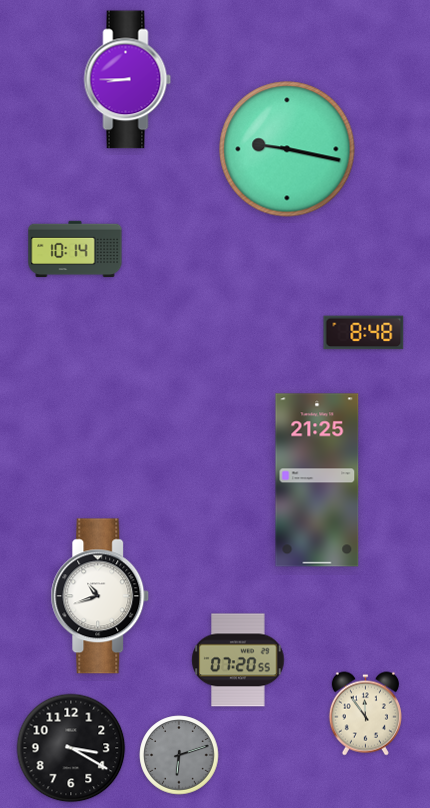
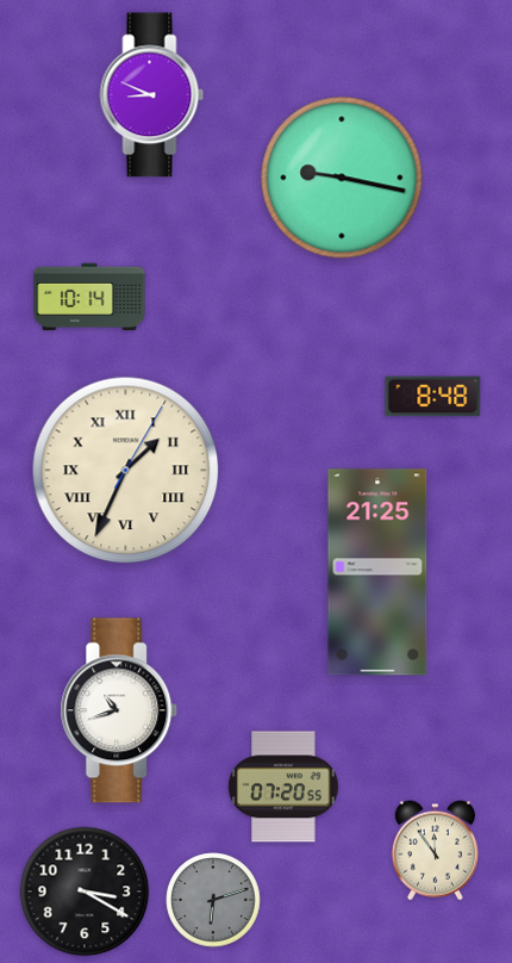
clock at (128, 80): 8:45 -> 8:49
clock at (126, 471): none -> 1:34
